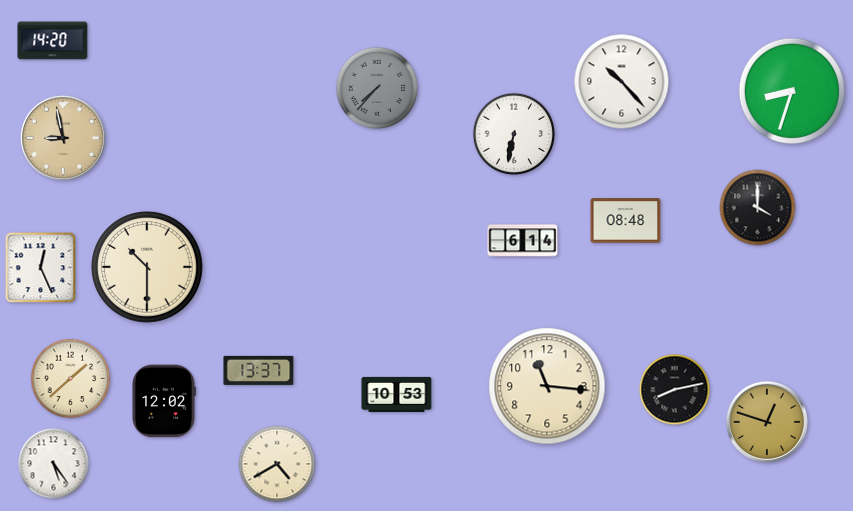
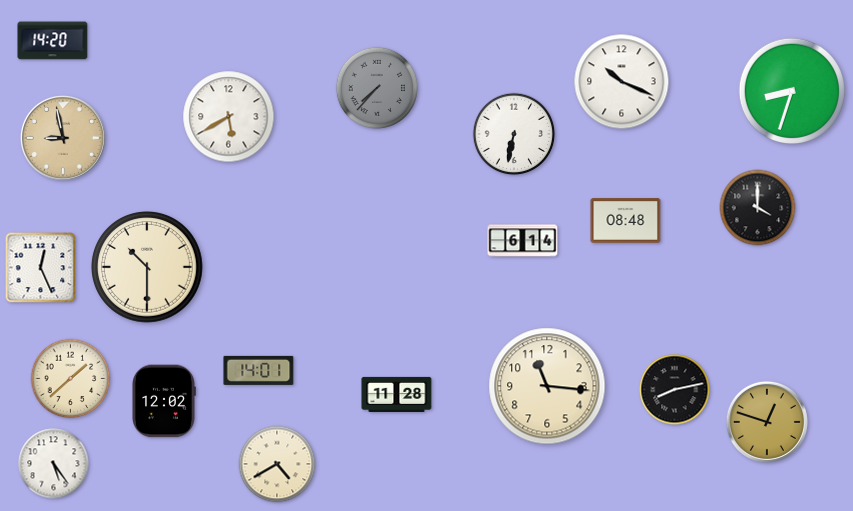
clock at (622, 82): 10:23 -> 10:19
clock at (229, 117): none -> 5:40
clock at (259, 370): 13:37 -> 14:01
clock at (397, 394): 10:53 -> 11:28
